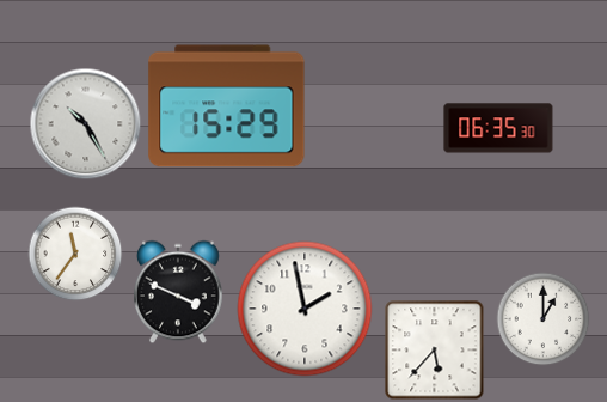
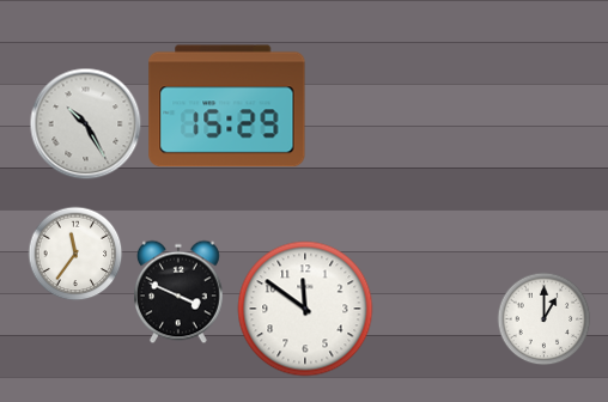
clock at (498, 128): 06:35 -> none
clock at (305, 309): 1:58 -> 11:51
clock at (434, 349): 5:37 -> none
